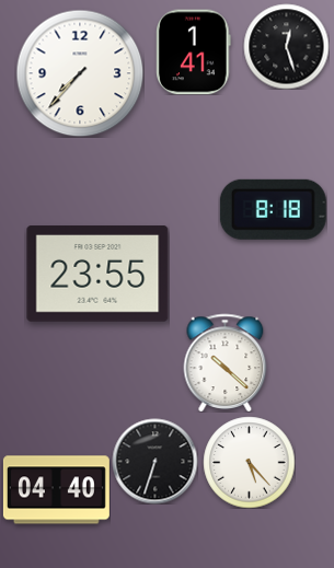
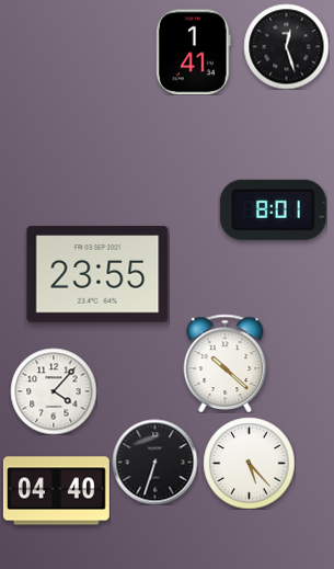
clock at (80, 73): 7:37 -> none
clock at (273, 209): 8:18 -> 8:01
clock at (54, 391): none -> 4:07
